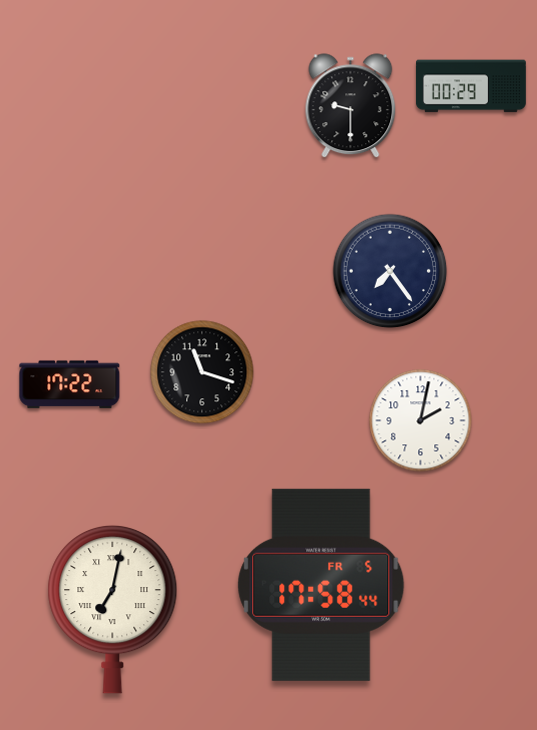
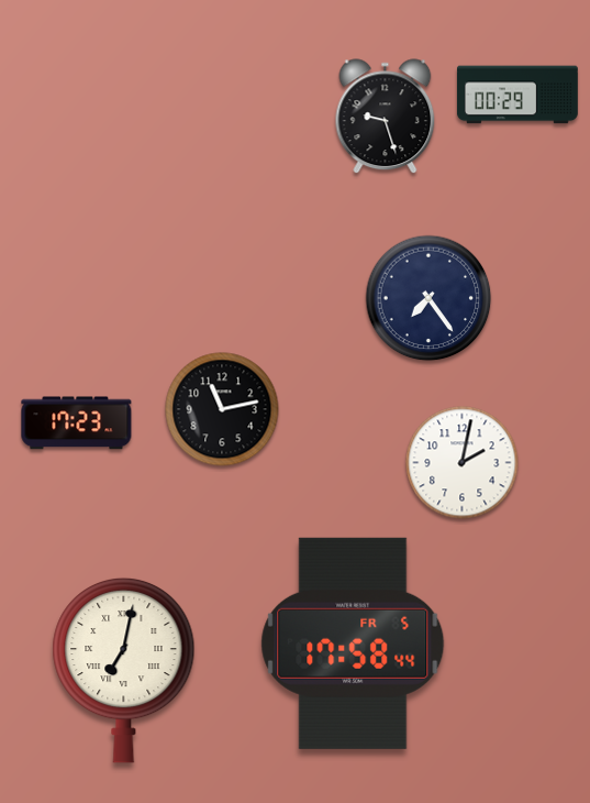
clock at (351, 106): 9:30 -> 9:27
clock at (202, 372): 11:18 -> 11:13
clock at (70, 385): 17:22 -> 17:23
